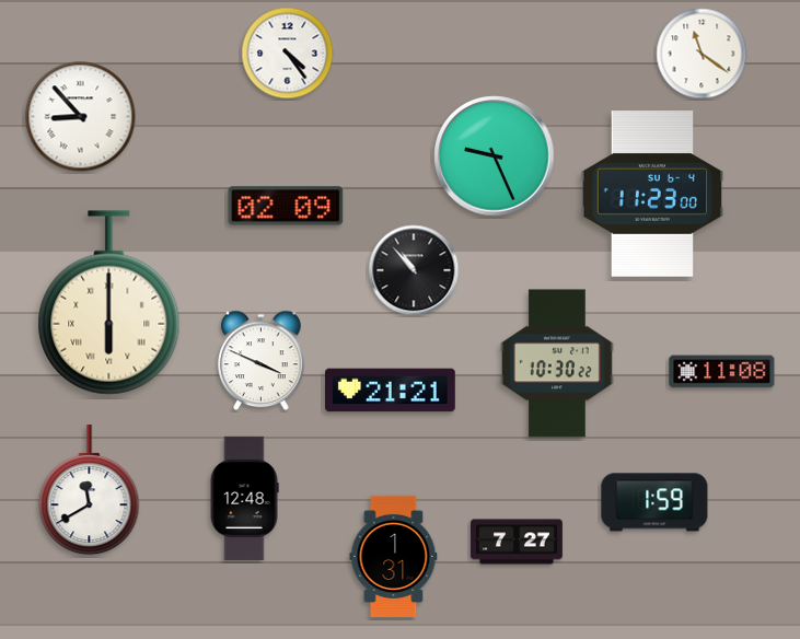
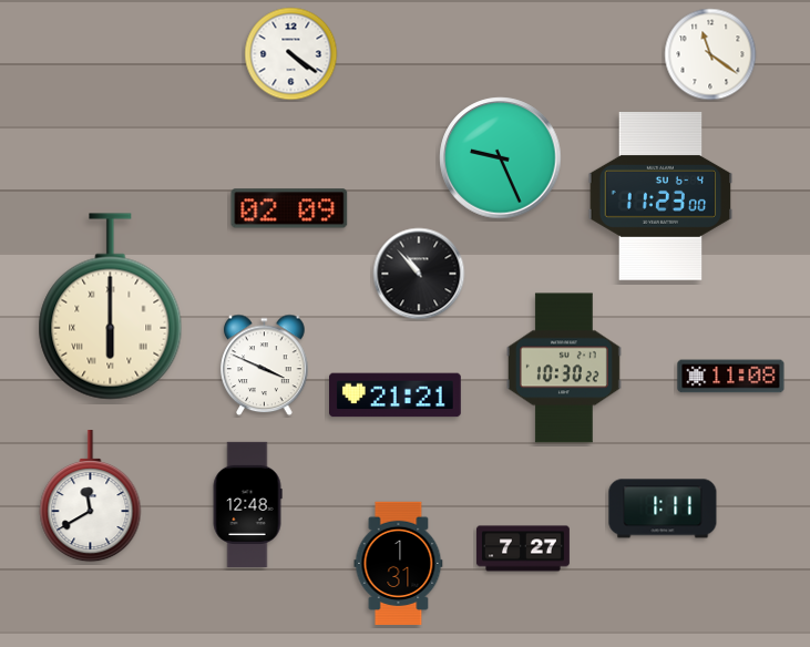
clock at (288, 54): 4:24 -> 4:21
clock at (81, 117): 8:53 -> none
clock at (654, 502): 1:59 -> 1:11
